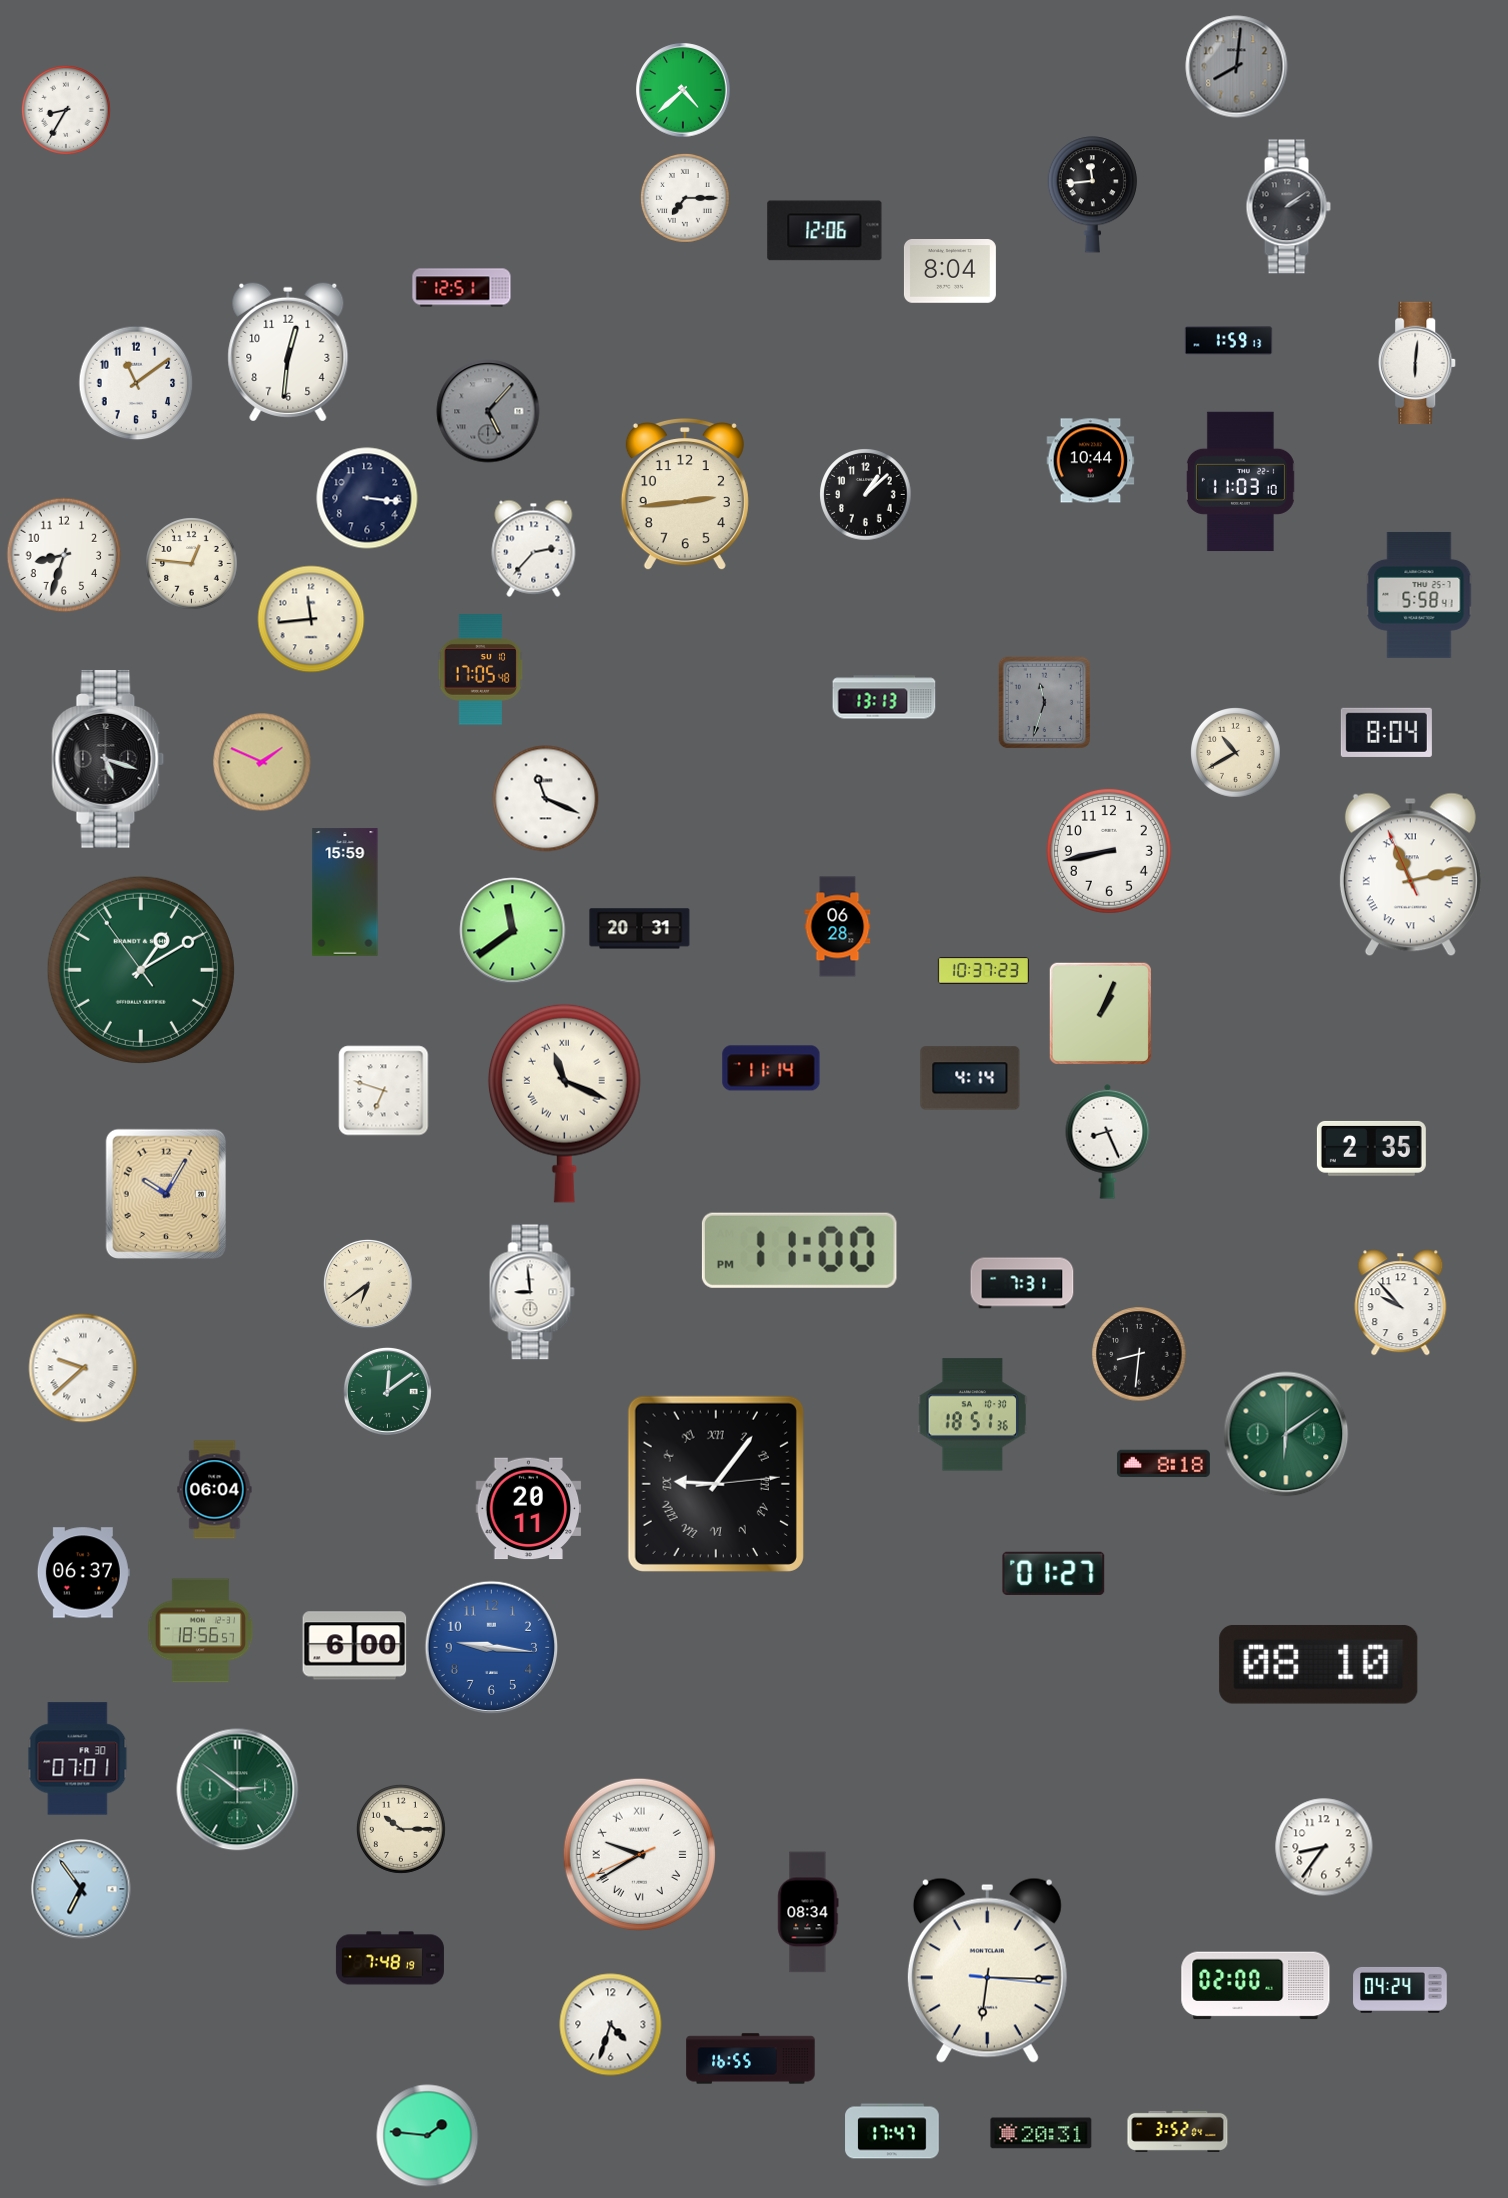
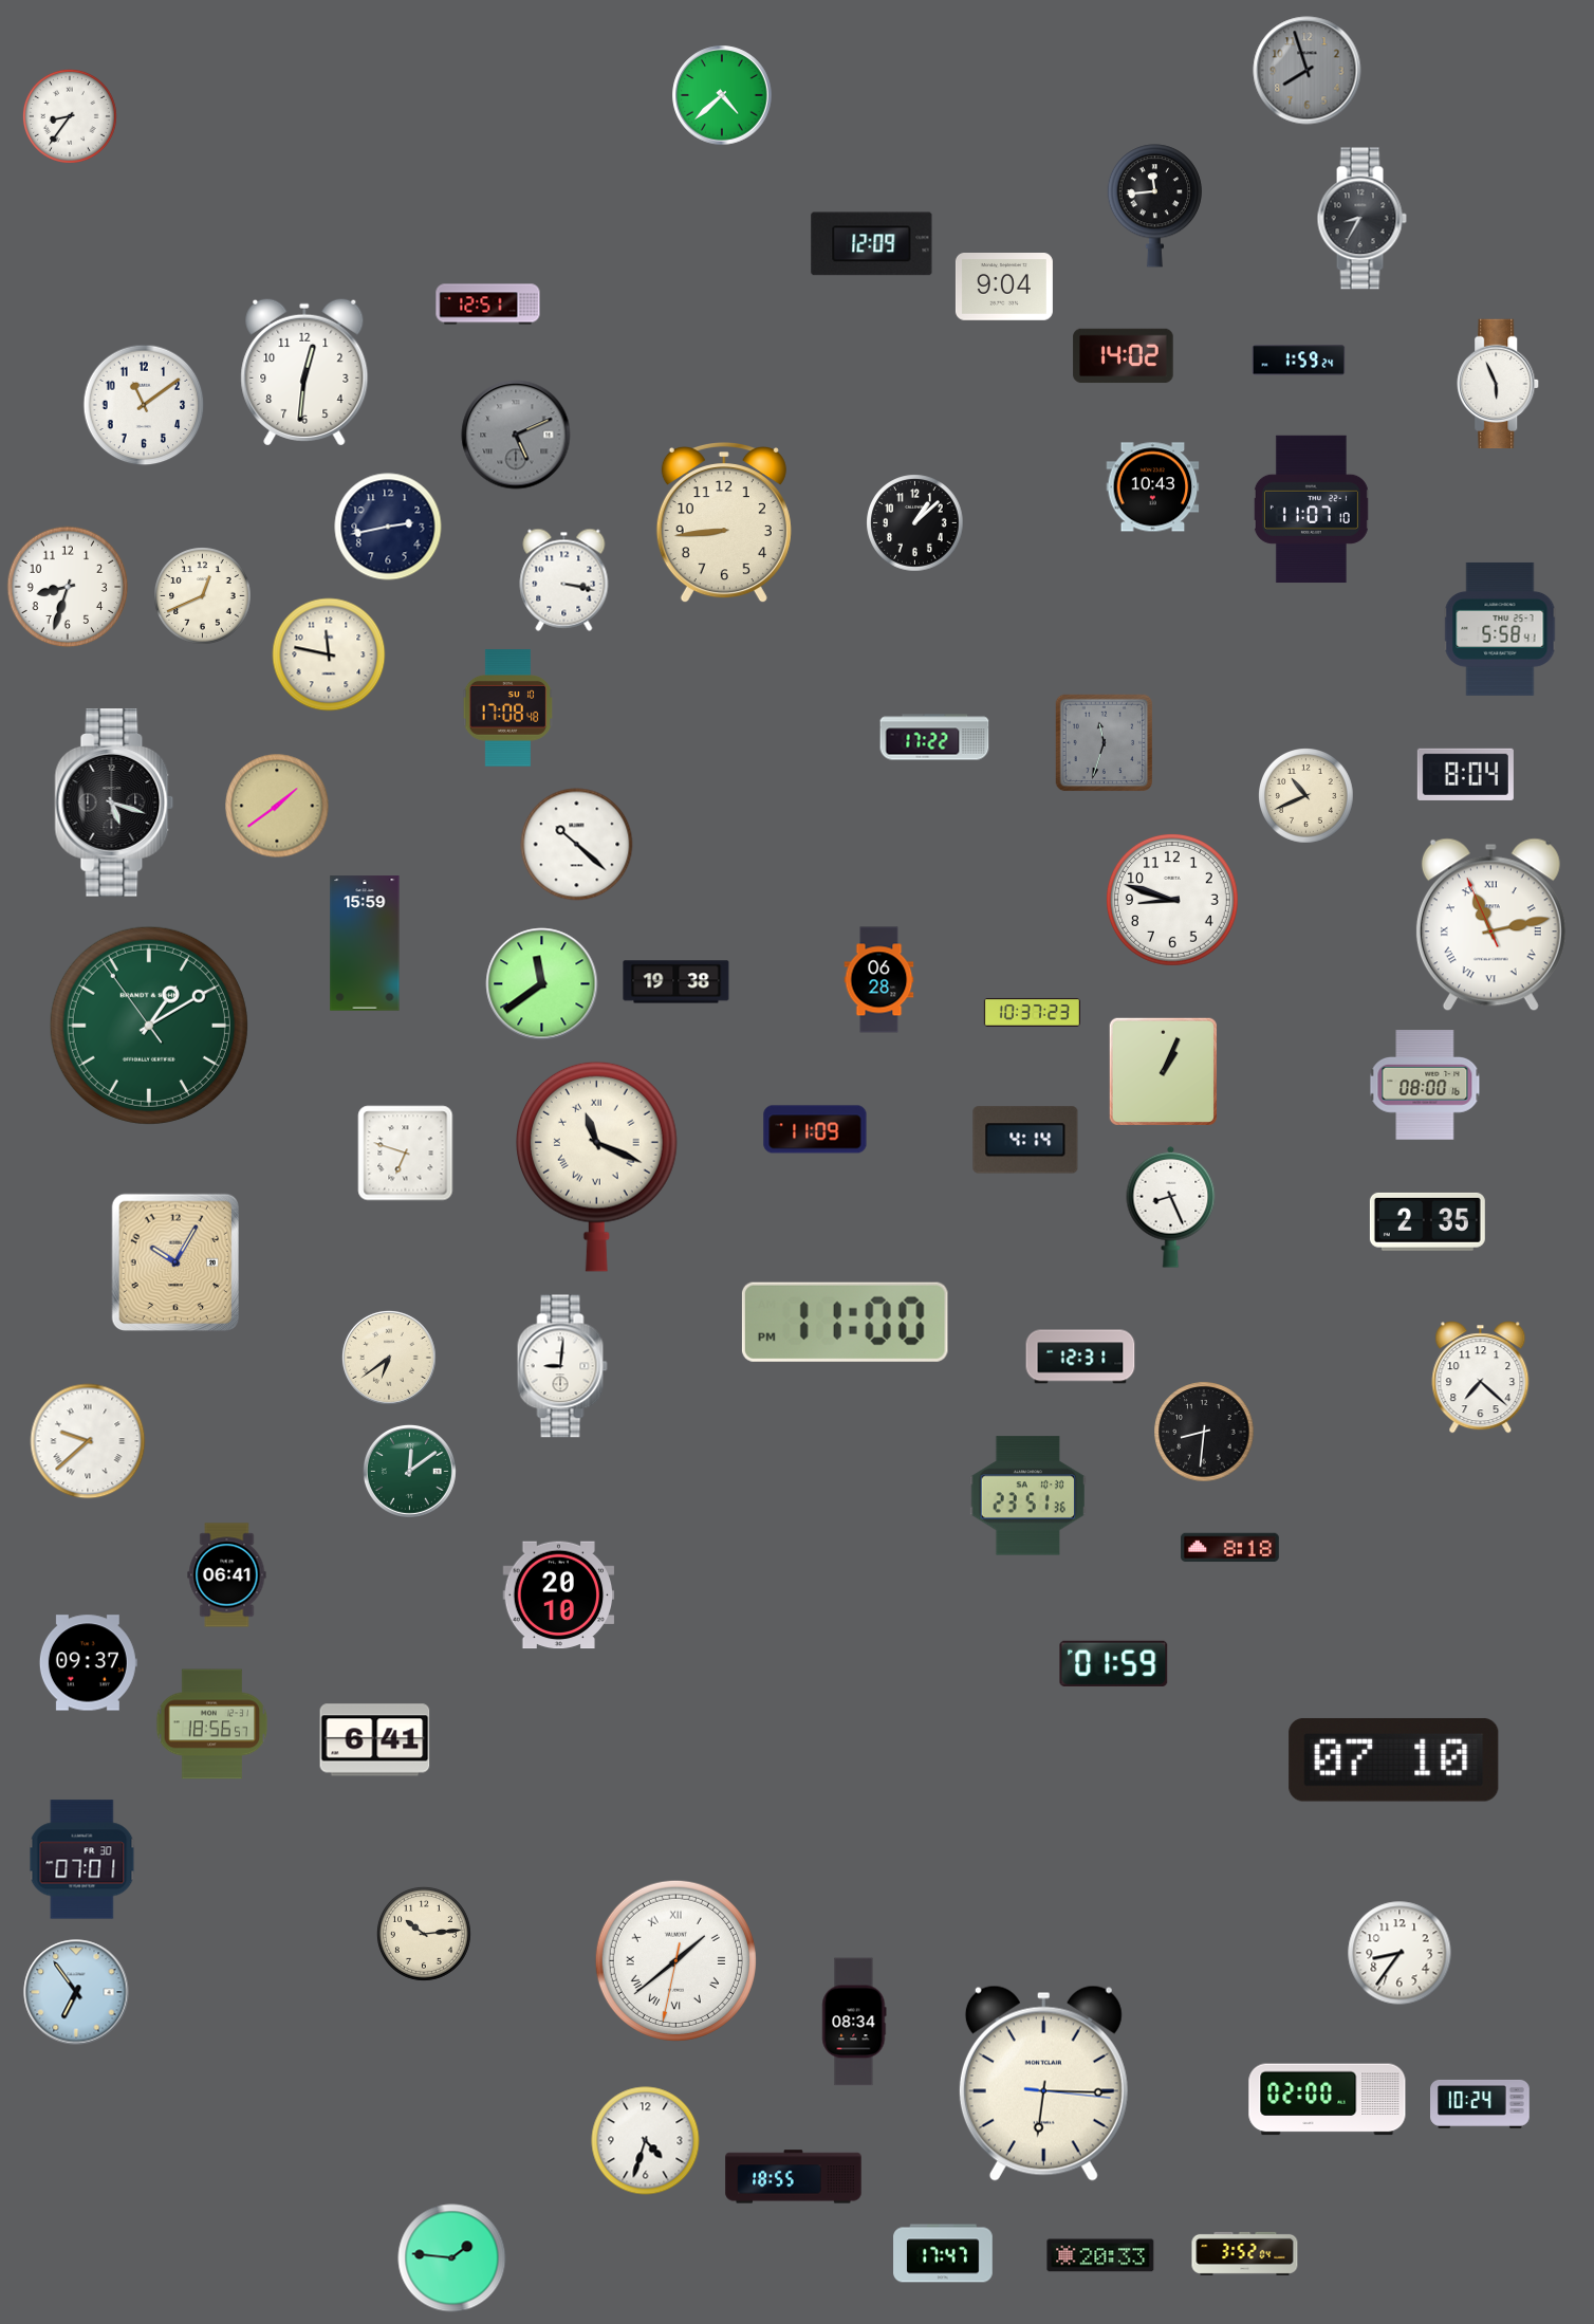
clock at (1237, 67): 8:01 -> 7:57
clock at (66, 110): 8:35 -> 8:36
clock at (685, 198): 7:15 -> none
clock at (1288, 207): 2:09 -> 8:35
clock at (825, 231): 12:06 -> 12:09
clock at (950, 272): 8:04 -> 9:04
clock at (1124, 356): none -> 14:02
clock at (1229, 341): 1:59:13 -> 1:59:24
clock at (1418, 363): 6:01 -> 5:56
clock at (488, 411): 5:07 -> 5:11
clock at (1091, 461): 10:44 -> 10:43
clock at (1240, 482): 11:03 -> 11:07
clock at (685, 495): 2:44 -> 8:44
clock at (367, 498): 3:16 -> 2:43
clock at (534, 548): 2:37 -> 3:17
clock at (192, 564): 12:46 -> 12:41
clock at (311, 619): 11:44 -> 11:47
clock at (481, 670): 17:05 -> 17:08
clock at (884, 697): 13:13 -> 17:22
clock at (1236, 753): 10:40 -> 10:41
clock at (262, 762): 1:49 -> 1:39
clock at (546, 799): 11:19 -> 10:22
clock at (1109, 851): 8:43 -> 8:48
clock at (838, 927) position: (838, 927) -> (879, 980)
clock at (640, 929): 20:31 -> 19:38
clock at (983, 970) position: (983, 970) -> (1032, 1012)
clock at (1425, 1085): none -> 08:00
clock at (771, 1068): 11:14 -> 11:09
clock at (1371, 1148) position: (1371, 1148) -> (1427, 1221)
clock at (1022, 1283): 7:31 -> 12:31
clock at (532, 1292): 8:59 -> 9:01
clock at (1401, 1303): 9:53 -> 7:22
clock at (83, 1368) position: (83, 1368) -> (88, 1441)
clock at (972, 1415): 18:51 -> 23:51
clock at (1286, 1434): 6:09 -> none
clock at (716, 1484): 9:06 -> none
clock at (215, 1490): 06:04 -> 06:41
clock at (529, 1509): 20:11 -> 20:10
clock at (83, 1573): 06:37 -> 09:37
clock at (1054, 1573): 01:27 -> 01:59
clock at (355, 1646): 6:00 -> 6:41
clock at (491, 1647): 9:16 -> none
clock at (1319, 1664): 08:10 -> 07:10
clock at (238, 1790): 2:51 -> none
clock at (401, 1829): 10:15 -> 10:14
clock at (639, 1854): 9:39 -> 1:38
clock at (81, 1889) position: (81, 1889) -> (76, 1992)
clock at (390, 1958): 7:48 -> none
clock at (1400, 1990): 04:24 -> 10:24
clock at (751, 2059): 16:55 -> 18:55
clock at (1041, 2133): 20:31 -> 20:33
